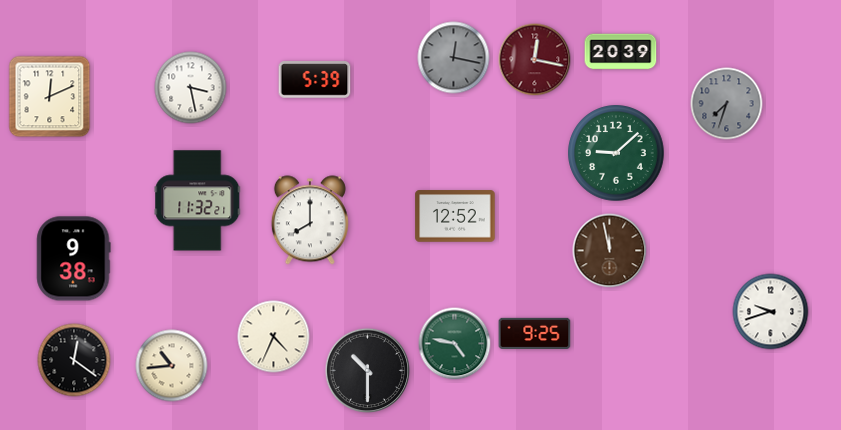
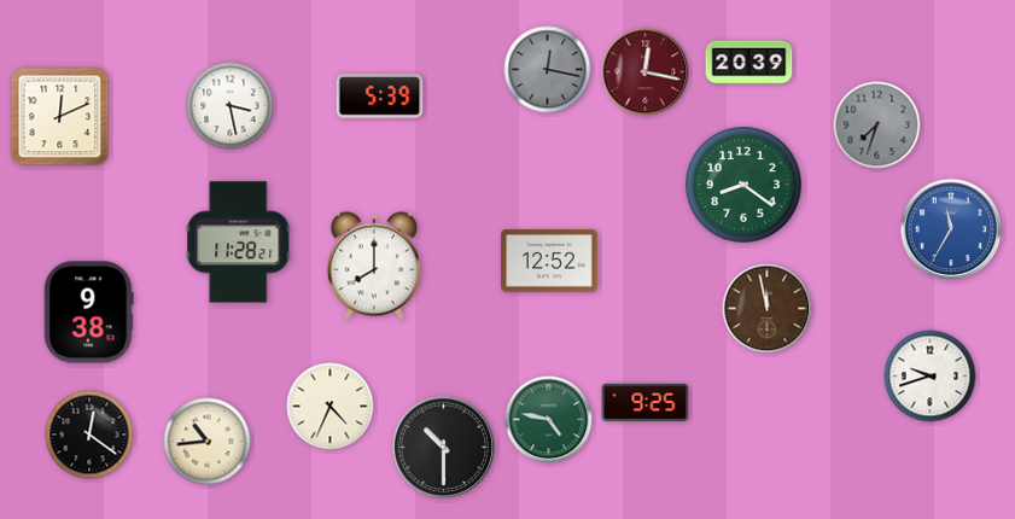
clock at (616, 153): 9:08 -> 8:21
clock at (951, 229): none -> 11:35
clock at (198, 201): 11:32 -> 11:28
clock at (610, 251) position: (610, 251) -> (768, 309)
clock at (455, 344) position: (455, 344) -> (549, 420)
